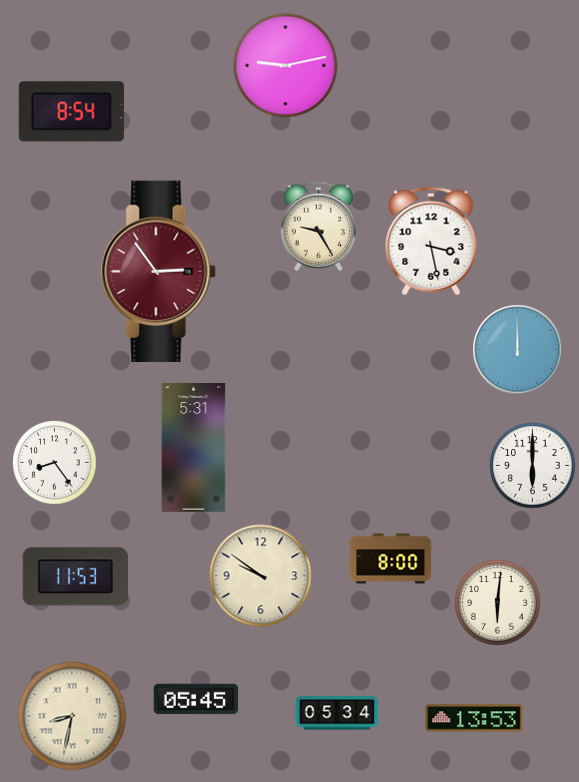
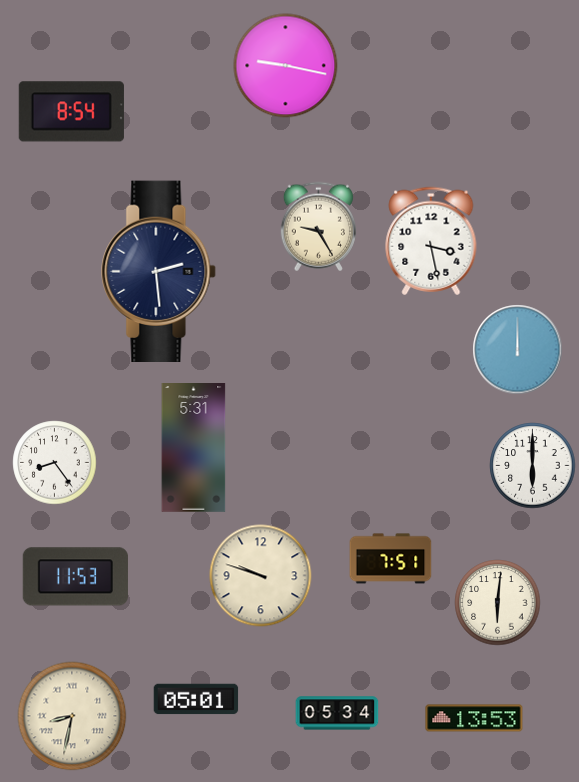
clock at (286, 66): 9:13 -> 9:17
clock at (159, 271): 2:54 -> 2:29
clock at (159, 271) dial: burgundy -> navy
clock at (391, 559): 8:00 -> 7:51
clock at (261, 576): 9:51 -> 9:48
clock at (196, 699): 05:45 -> 05:01
